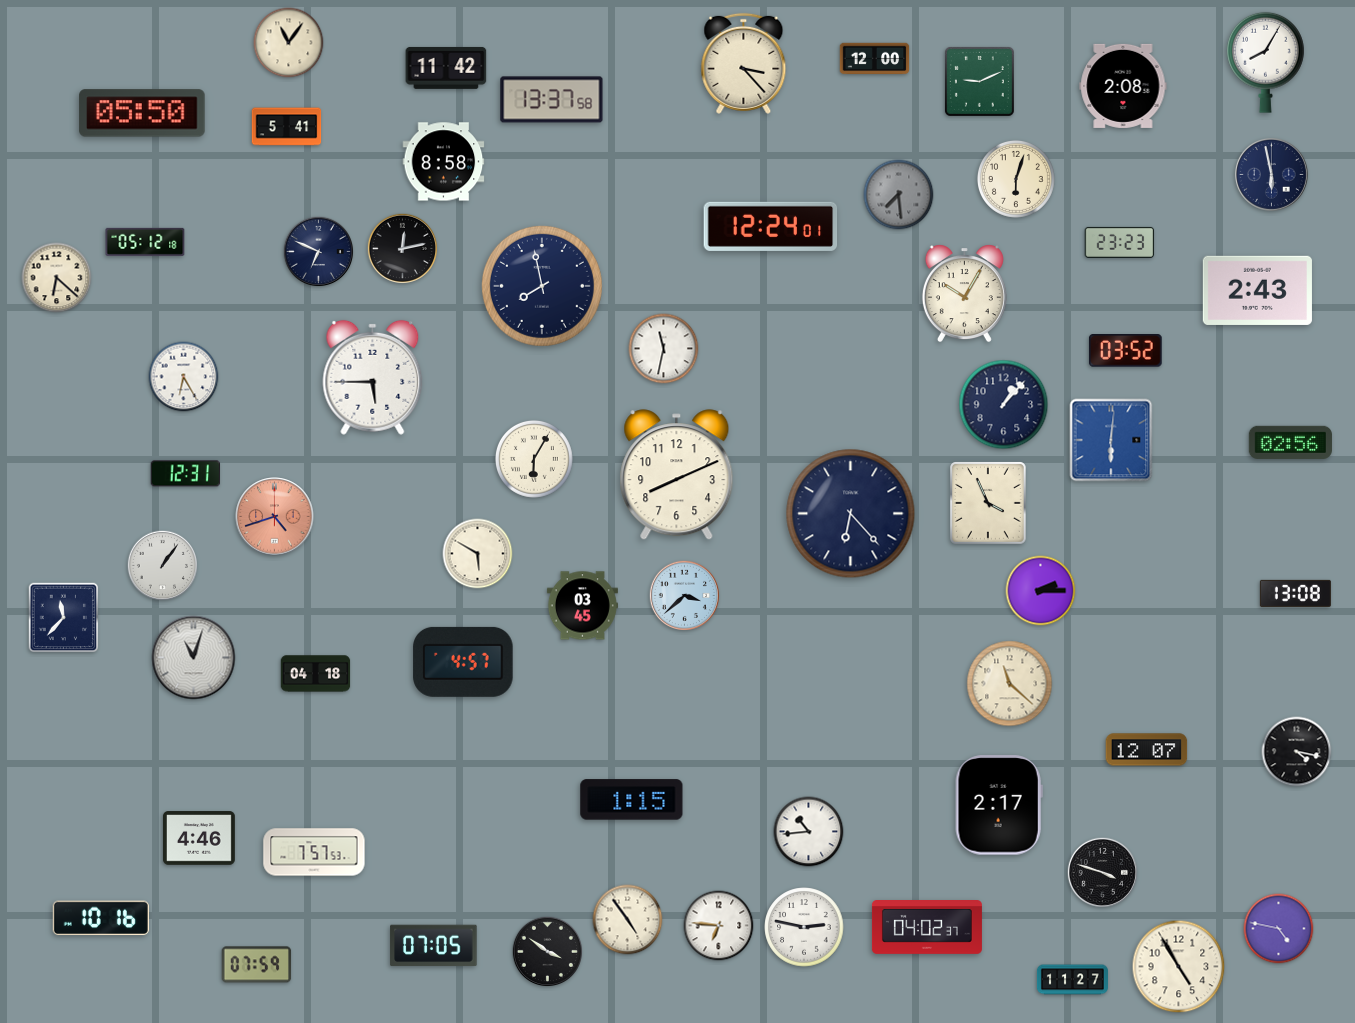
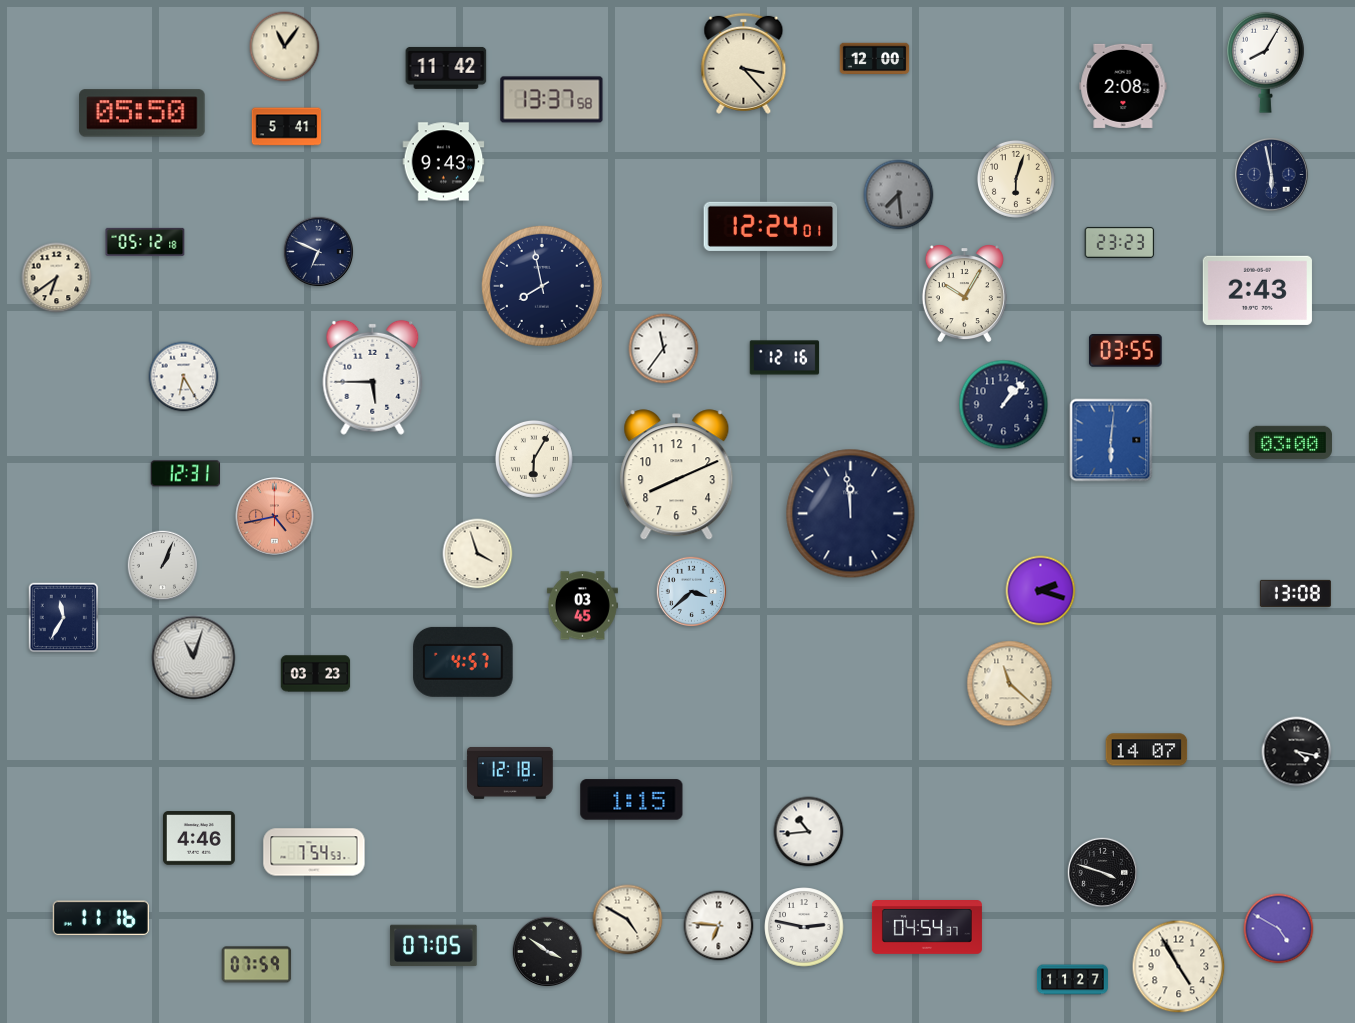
clock at (289, 43) position: (289, 43) -> (285, 47)
clock at (979, 81): 9:11 -> none
clock at (444, 162): 8:58 -> 9:43
clock at (402, 248): 12:13 -> none
clock at (57, 278): 6:22 -> 6:39
clock at (664, 349): 11:32 -> 11:36
clock at (1125, 351): 03:52 -> 03:55
clock at (785, 358): none -> 12:16
clock at (1290, 442): 02:56 -> 03:00
clock at (989, 504): 3:56 -> none
clock at (851, 514): 6:23 -> 11:59
clock at (275, 517): 4:42 -> 4:43
clock at (478, 554): 5:50 -> 3:57
clock at (162, 565): 1:06 -> 1:04
clock at (1041, 591): 2:15 -> 2:18
clock at (684, 595) position: (684, 595) -> (691, 591)
clock at (64, 618): 11:37 -> 11:35
clock at (316, 674): 04:18 -> 03:23
clock at (1147, 750): 12:07 -> 14:07
clock at (510, 773): none -> 12:18
clock at (999, 805): 2:17 -> none
clock at (314, 852): 7:57 -> 7:54
clock at (101, 918): 10:16 -> 11:16
clock at (628, 920): 4:54 -> 4:50
clock at (927, 928): 04:02 -> 04:54
clock at (1279, 929): 4:47 -> 4:50
